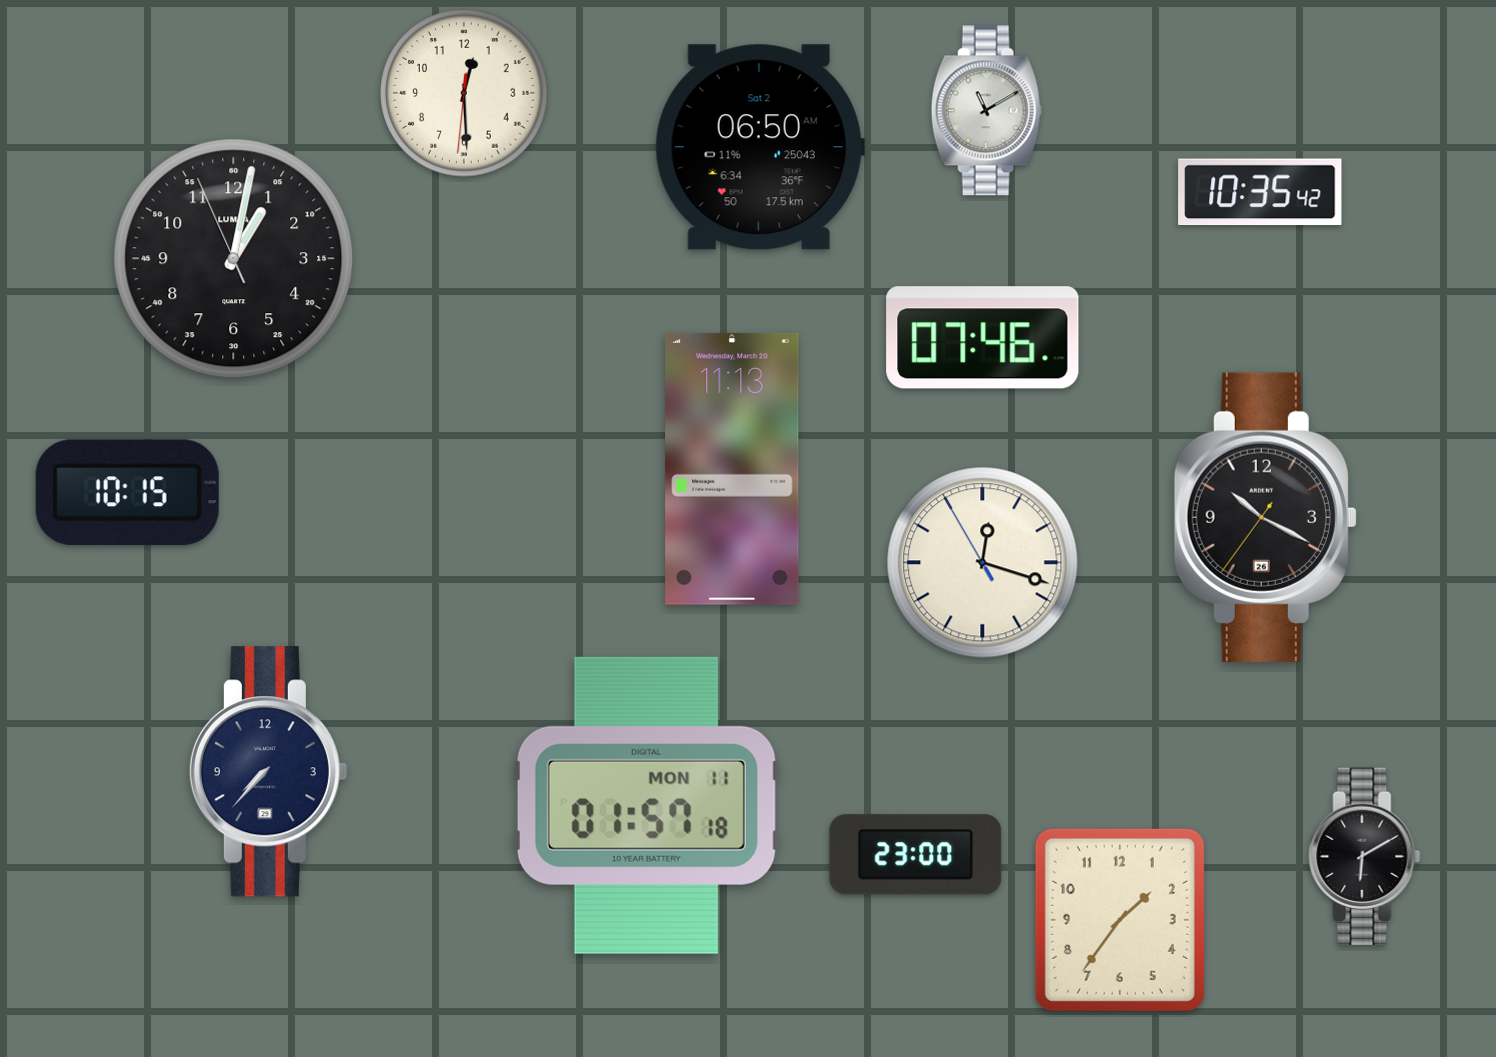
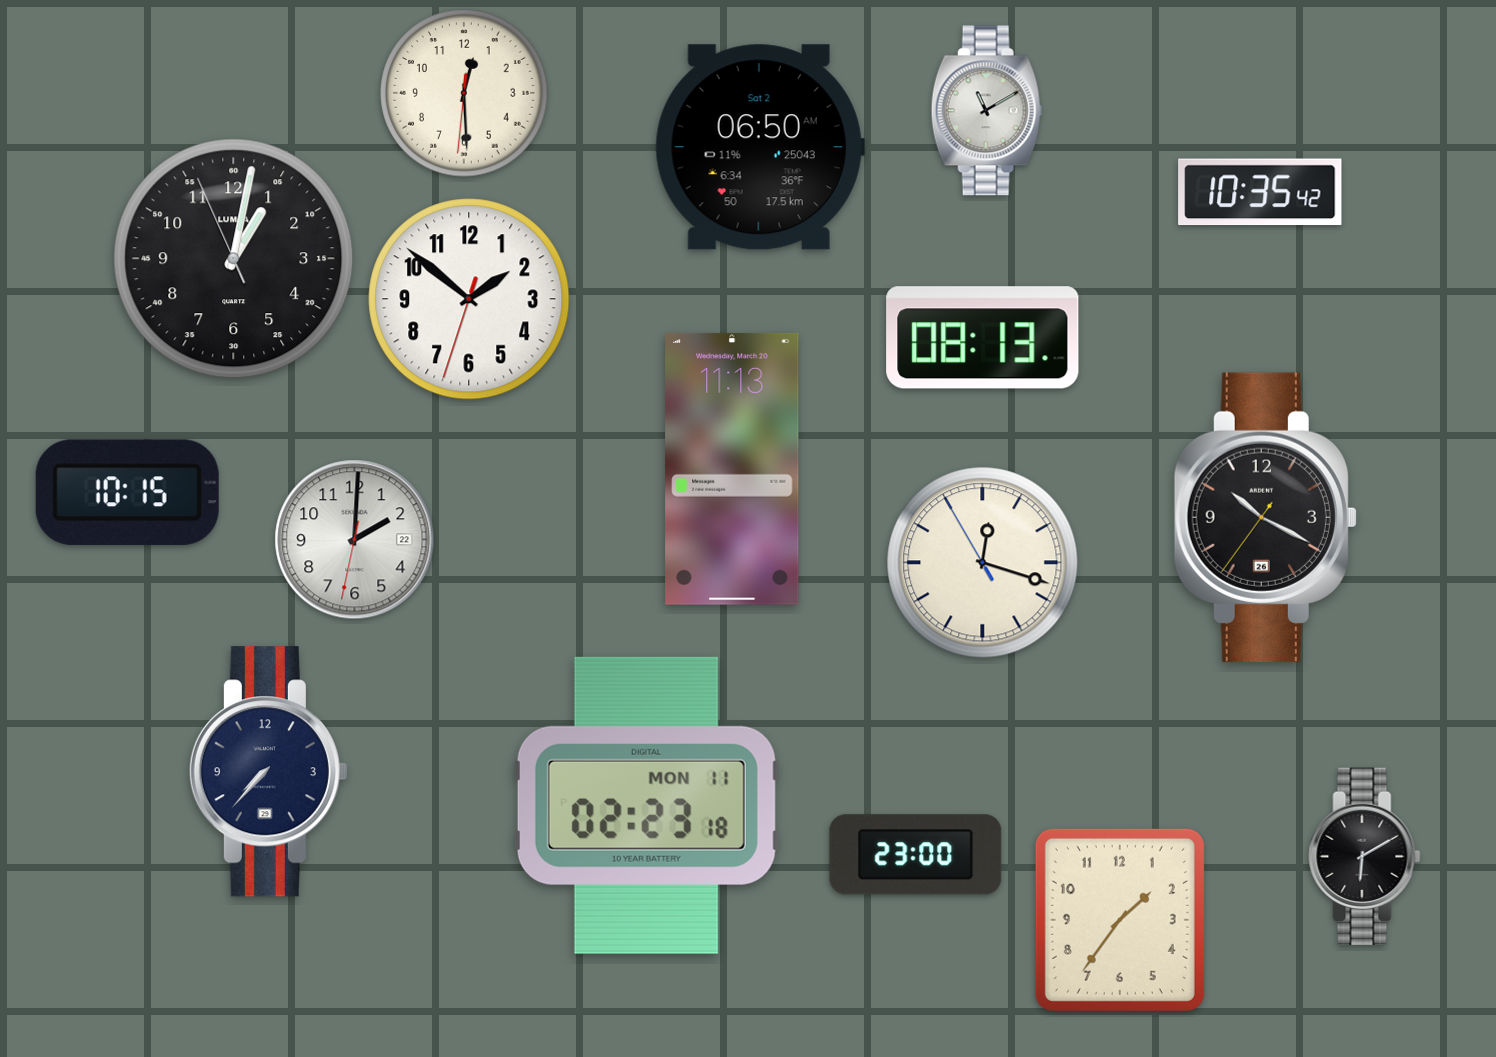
clock at (469, 299): none -> 1:51
clock at (983, 338): 07:46 -> 08:13
clock at (355, 540): none -> 2:00
clock at (646, 805): 01:57 -> 02:23
